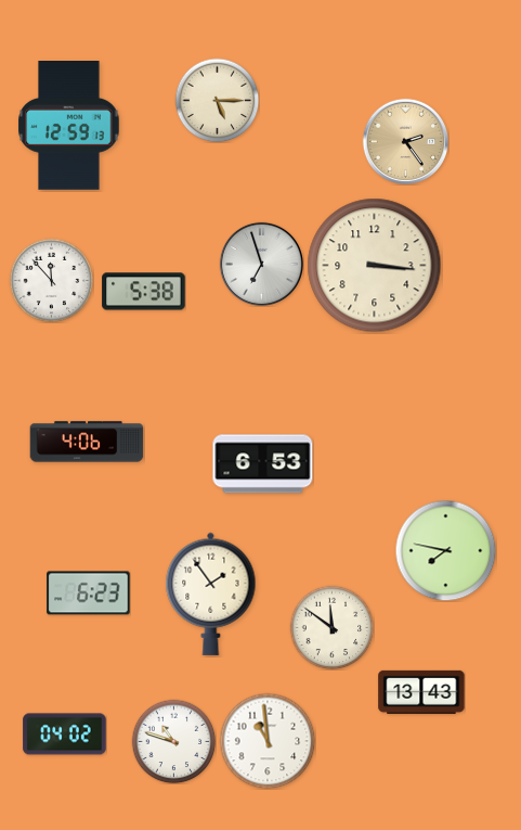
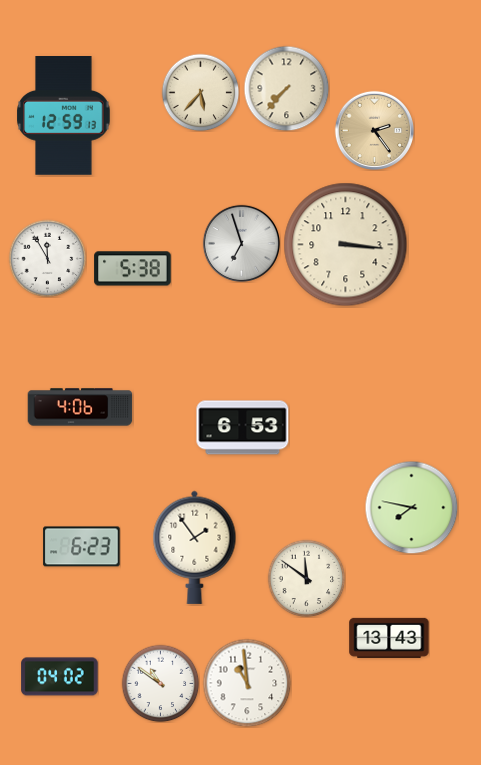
clock at (286, 88): none -> 7:37
clock at (217, 100): 5:15 -> 5:37
clock at (51, 280): 11:53 -> 11:55
clock at (173, 741): 10:48 -> 10:51
